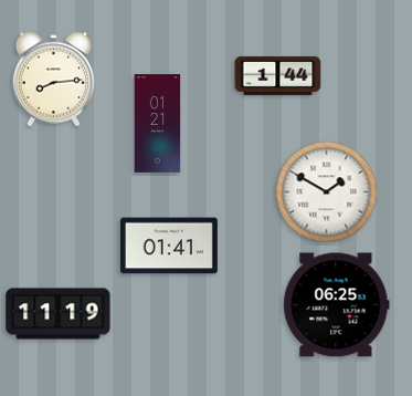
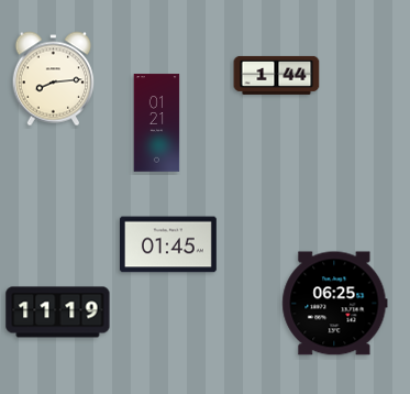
clock at (327, 192): 1:50 -> none
clock at (170, 246): 01:41 -> 01:45
